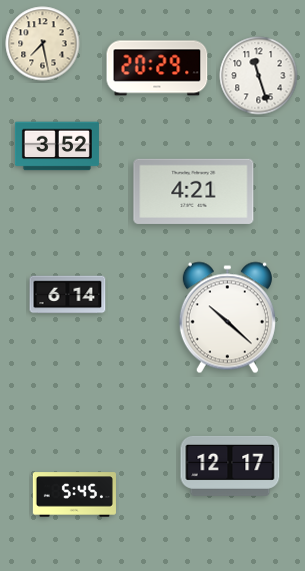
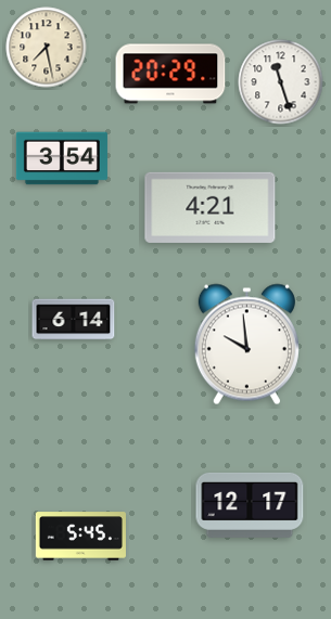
clock at (57, 146): 3:52 -> 3:54
clock at (227, 318): 10:22 -> 9:59
